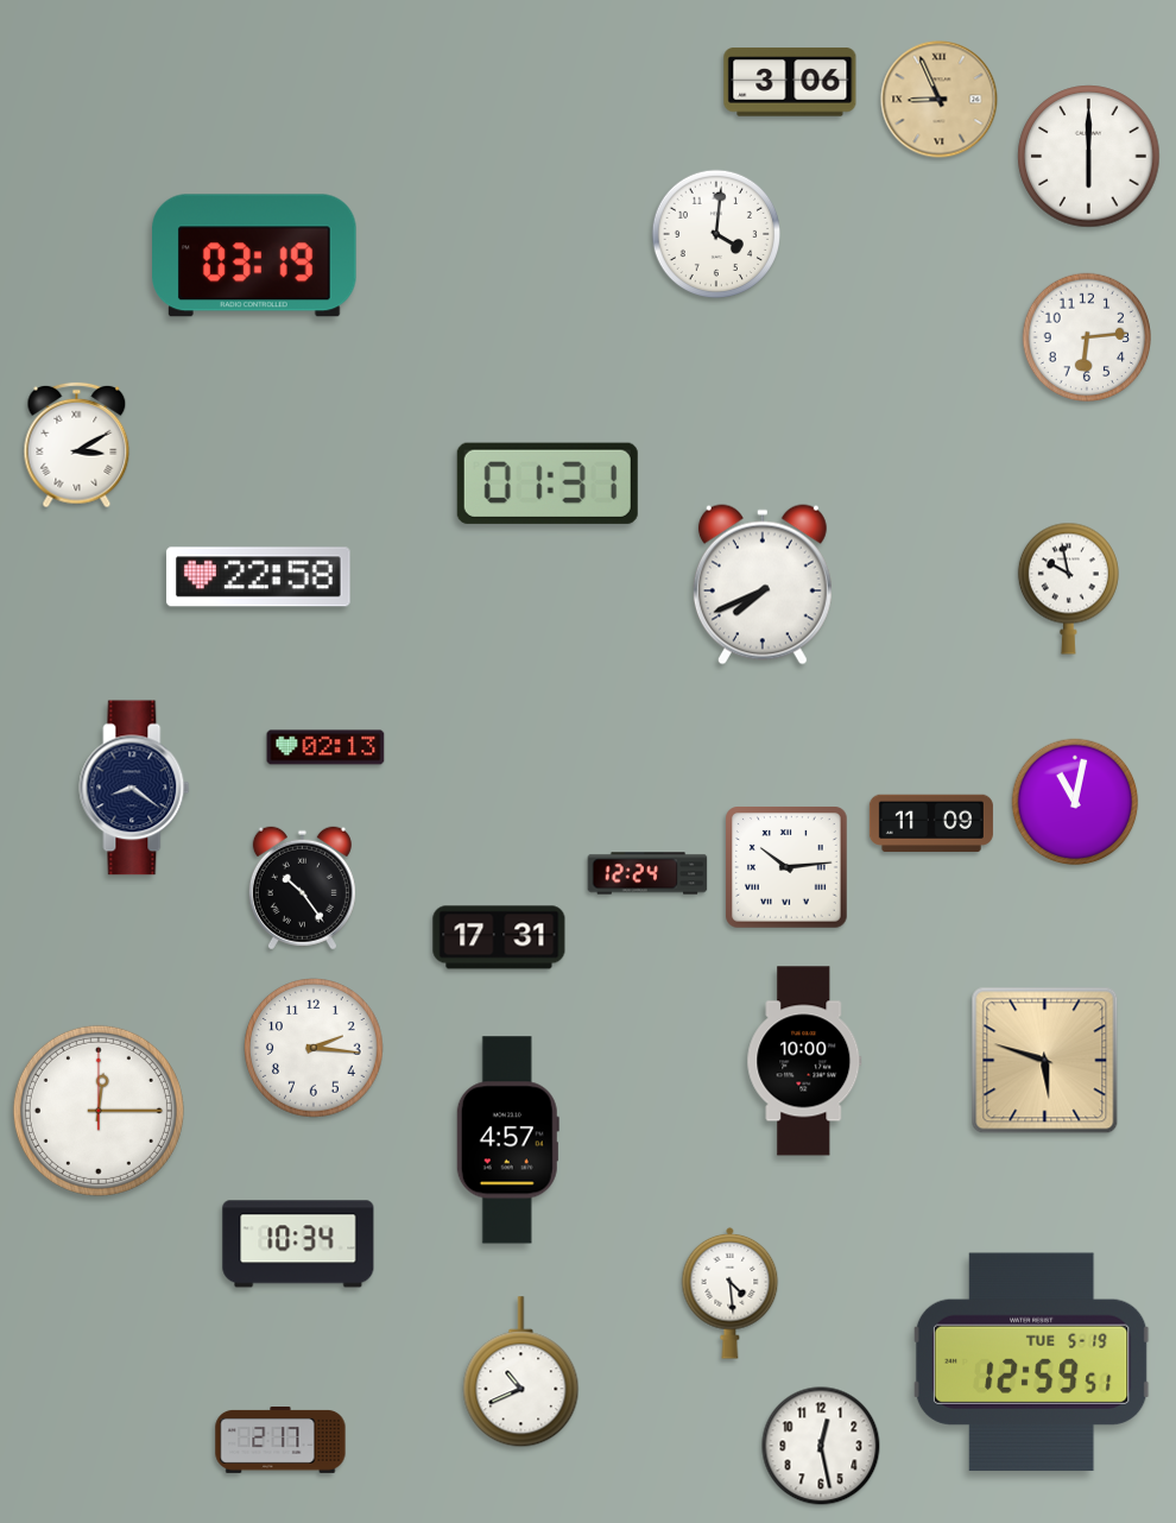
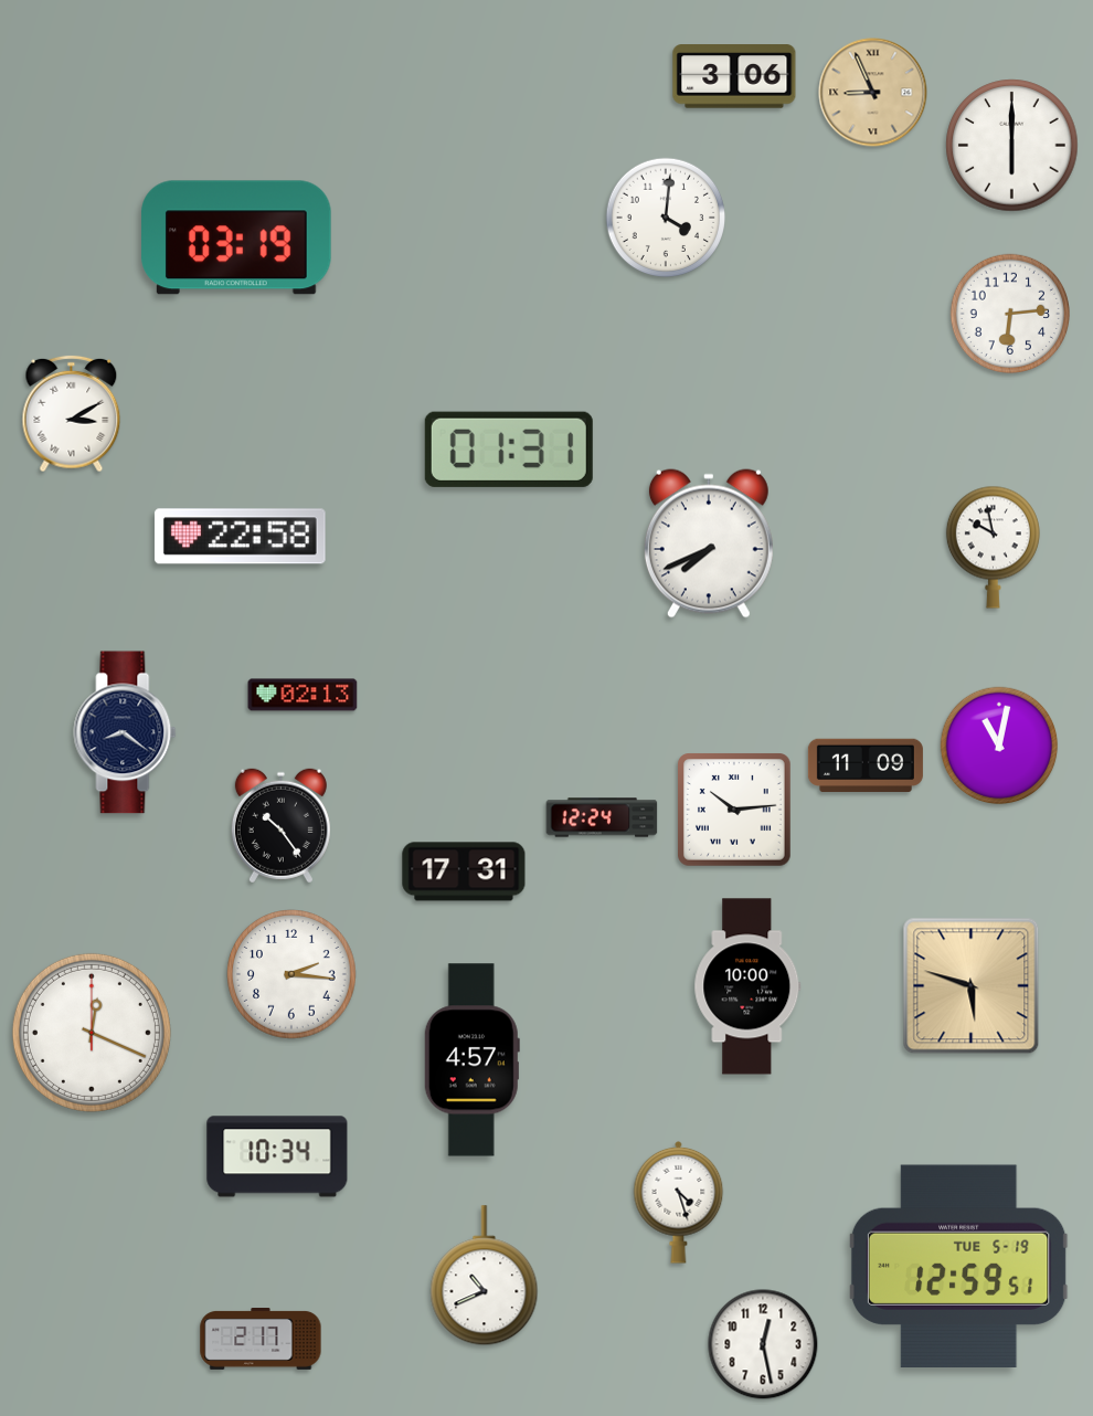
clock at (786, 867) position: (786, 867) -> (734, 810)
clock at (647, 873) position: (647, 873) -> (602, 817)
clock at (99, 1111): 12:15 -> 12:19
clock at (731, 1293): 4:29 -> 4:27
